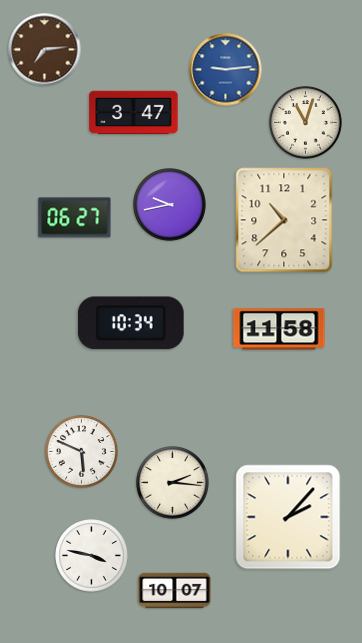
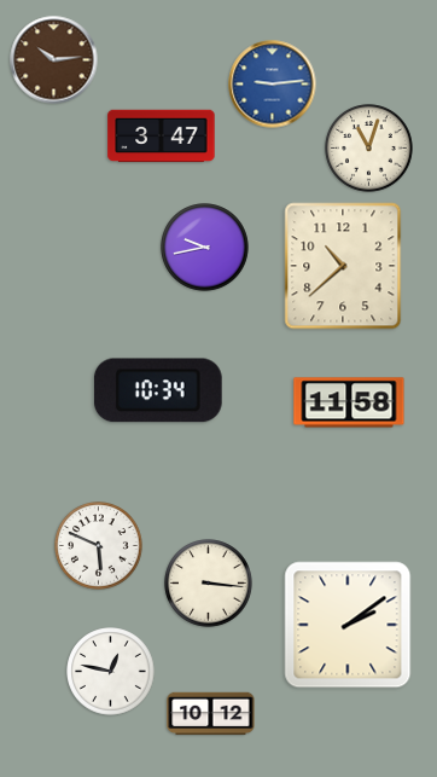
clock at (45, 50): 7:14 -> 10:14
clock at (75, 218): 06:27 -> none
clock at (279, 329) position: (279, 329) -> (349, 402)
clock at (173, 483): 2:16 -> 3:16
clock at (288, 517): 2:07 -> 2:09
clock at (92, 556): 3:47 -> 12:47
clock at (175, 591): 10:07 -> 10:12
